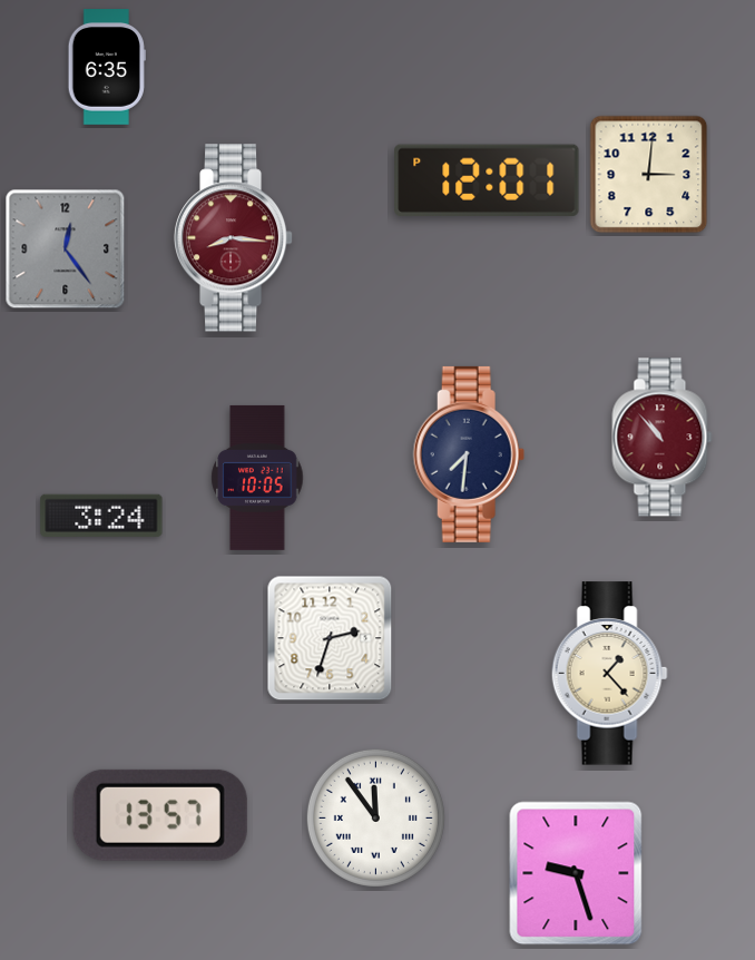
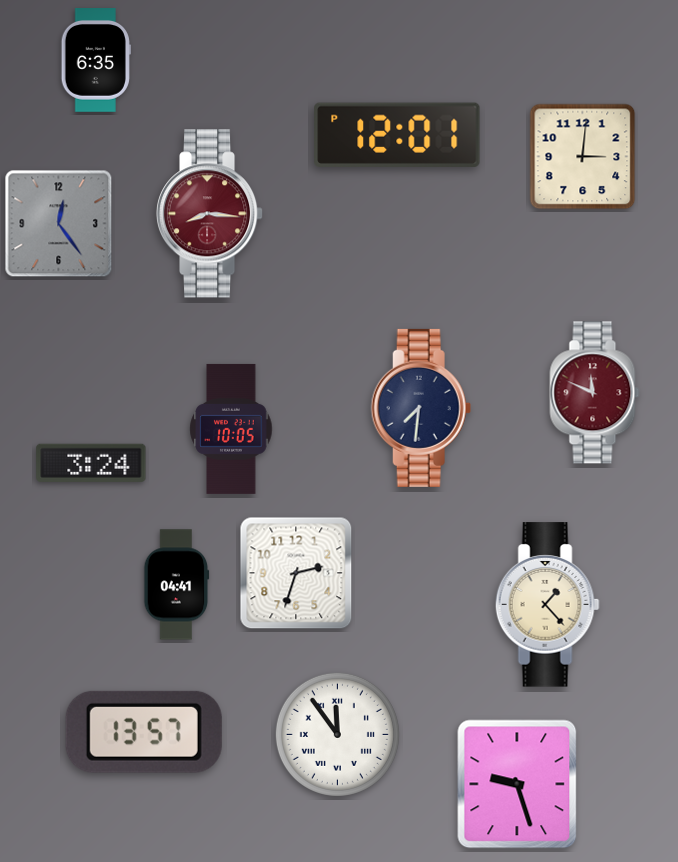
clock at (487, 180) position: (487, 180) -> (397, 135)
clock at (663, 438): 10:53 -> 11:49
clock at (177, 585): none -> 04:41
